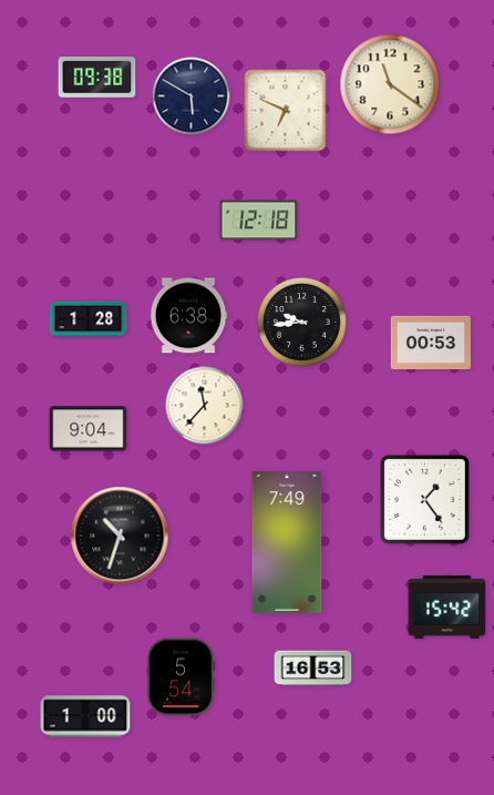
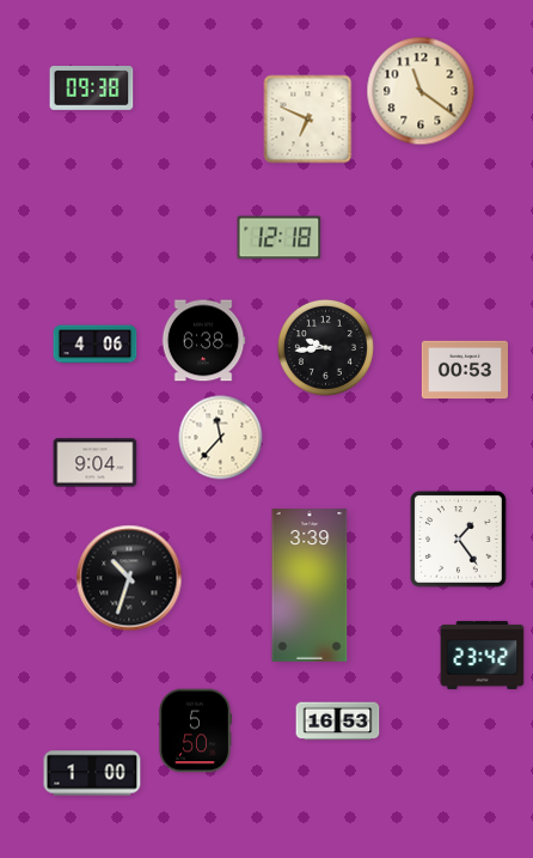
clock at (97, 78) position: (97, 78) -> (92, 89)
clock at (192, 96): 5:50 -> none
clock at (89, 319): 1:28 -> 4:06
clock at (287, 543): 7:49 -> 3:39
clock at (447, 607): 15:42 -> 23:42
clock at (182, 677): 5:54 -> 5:50
